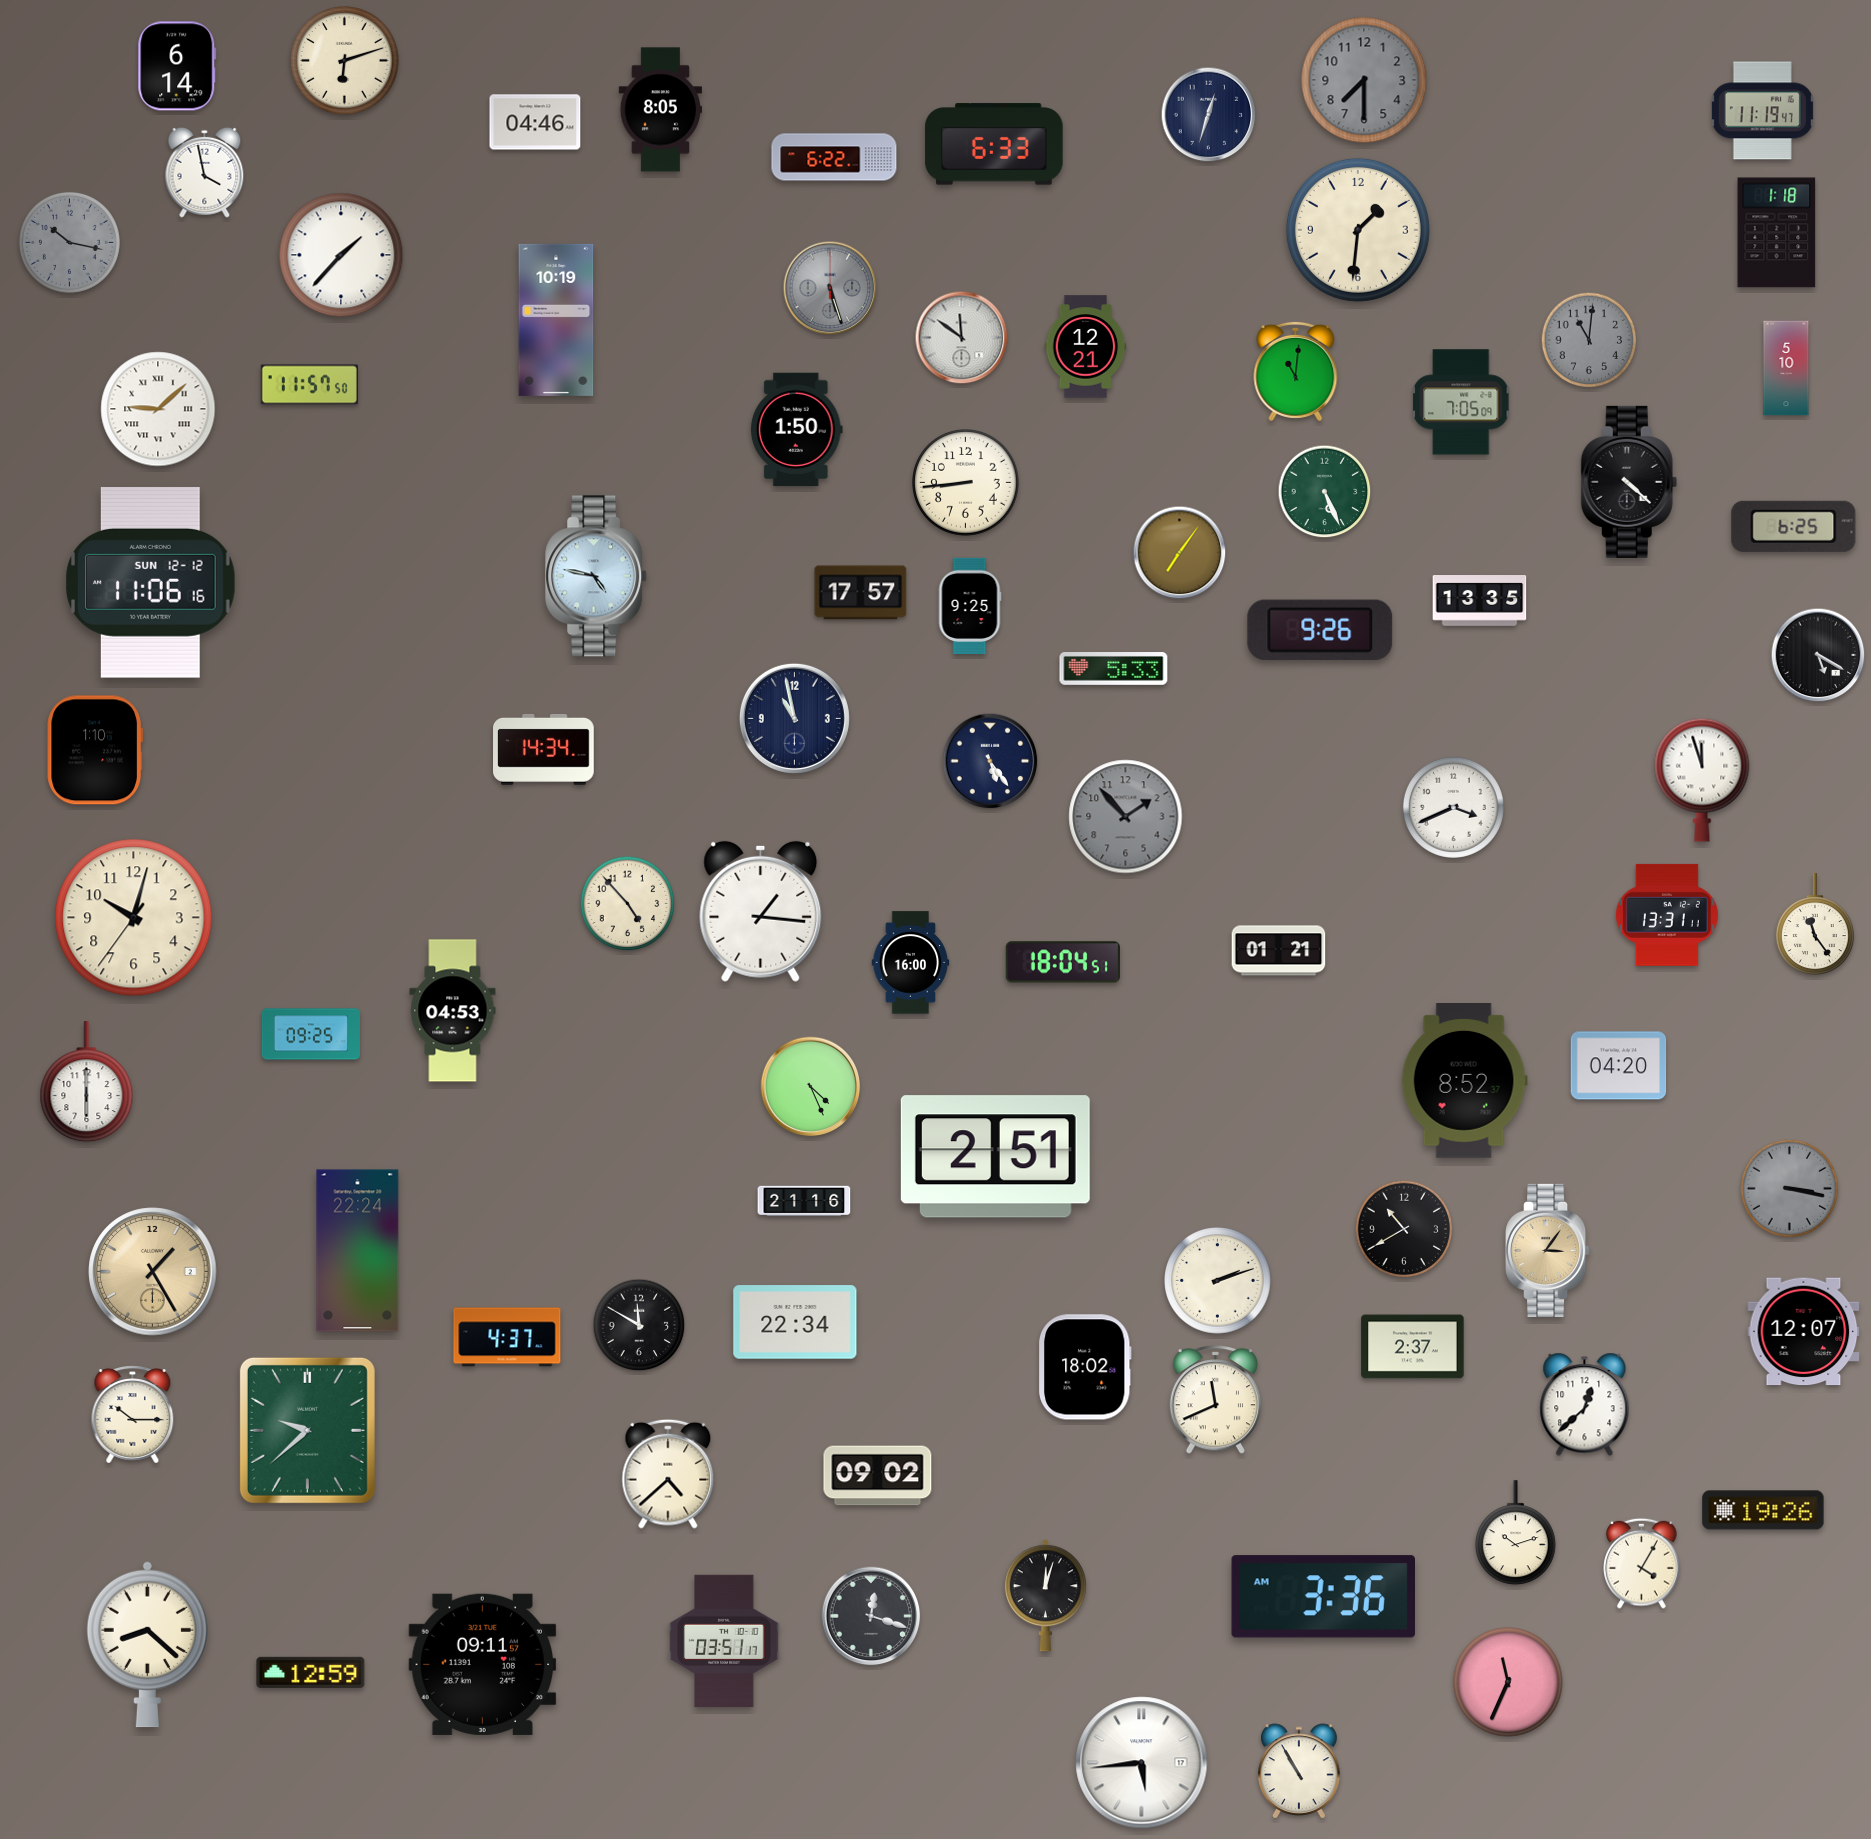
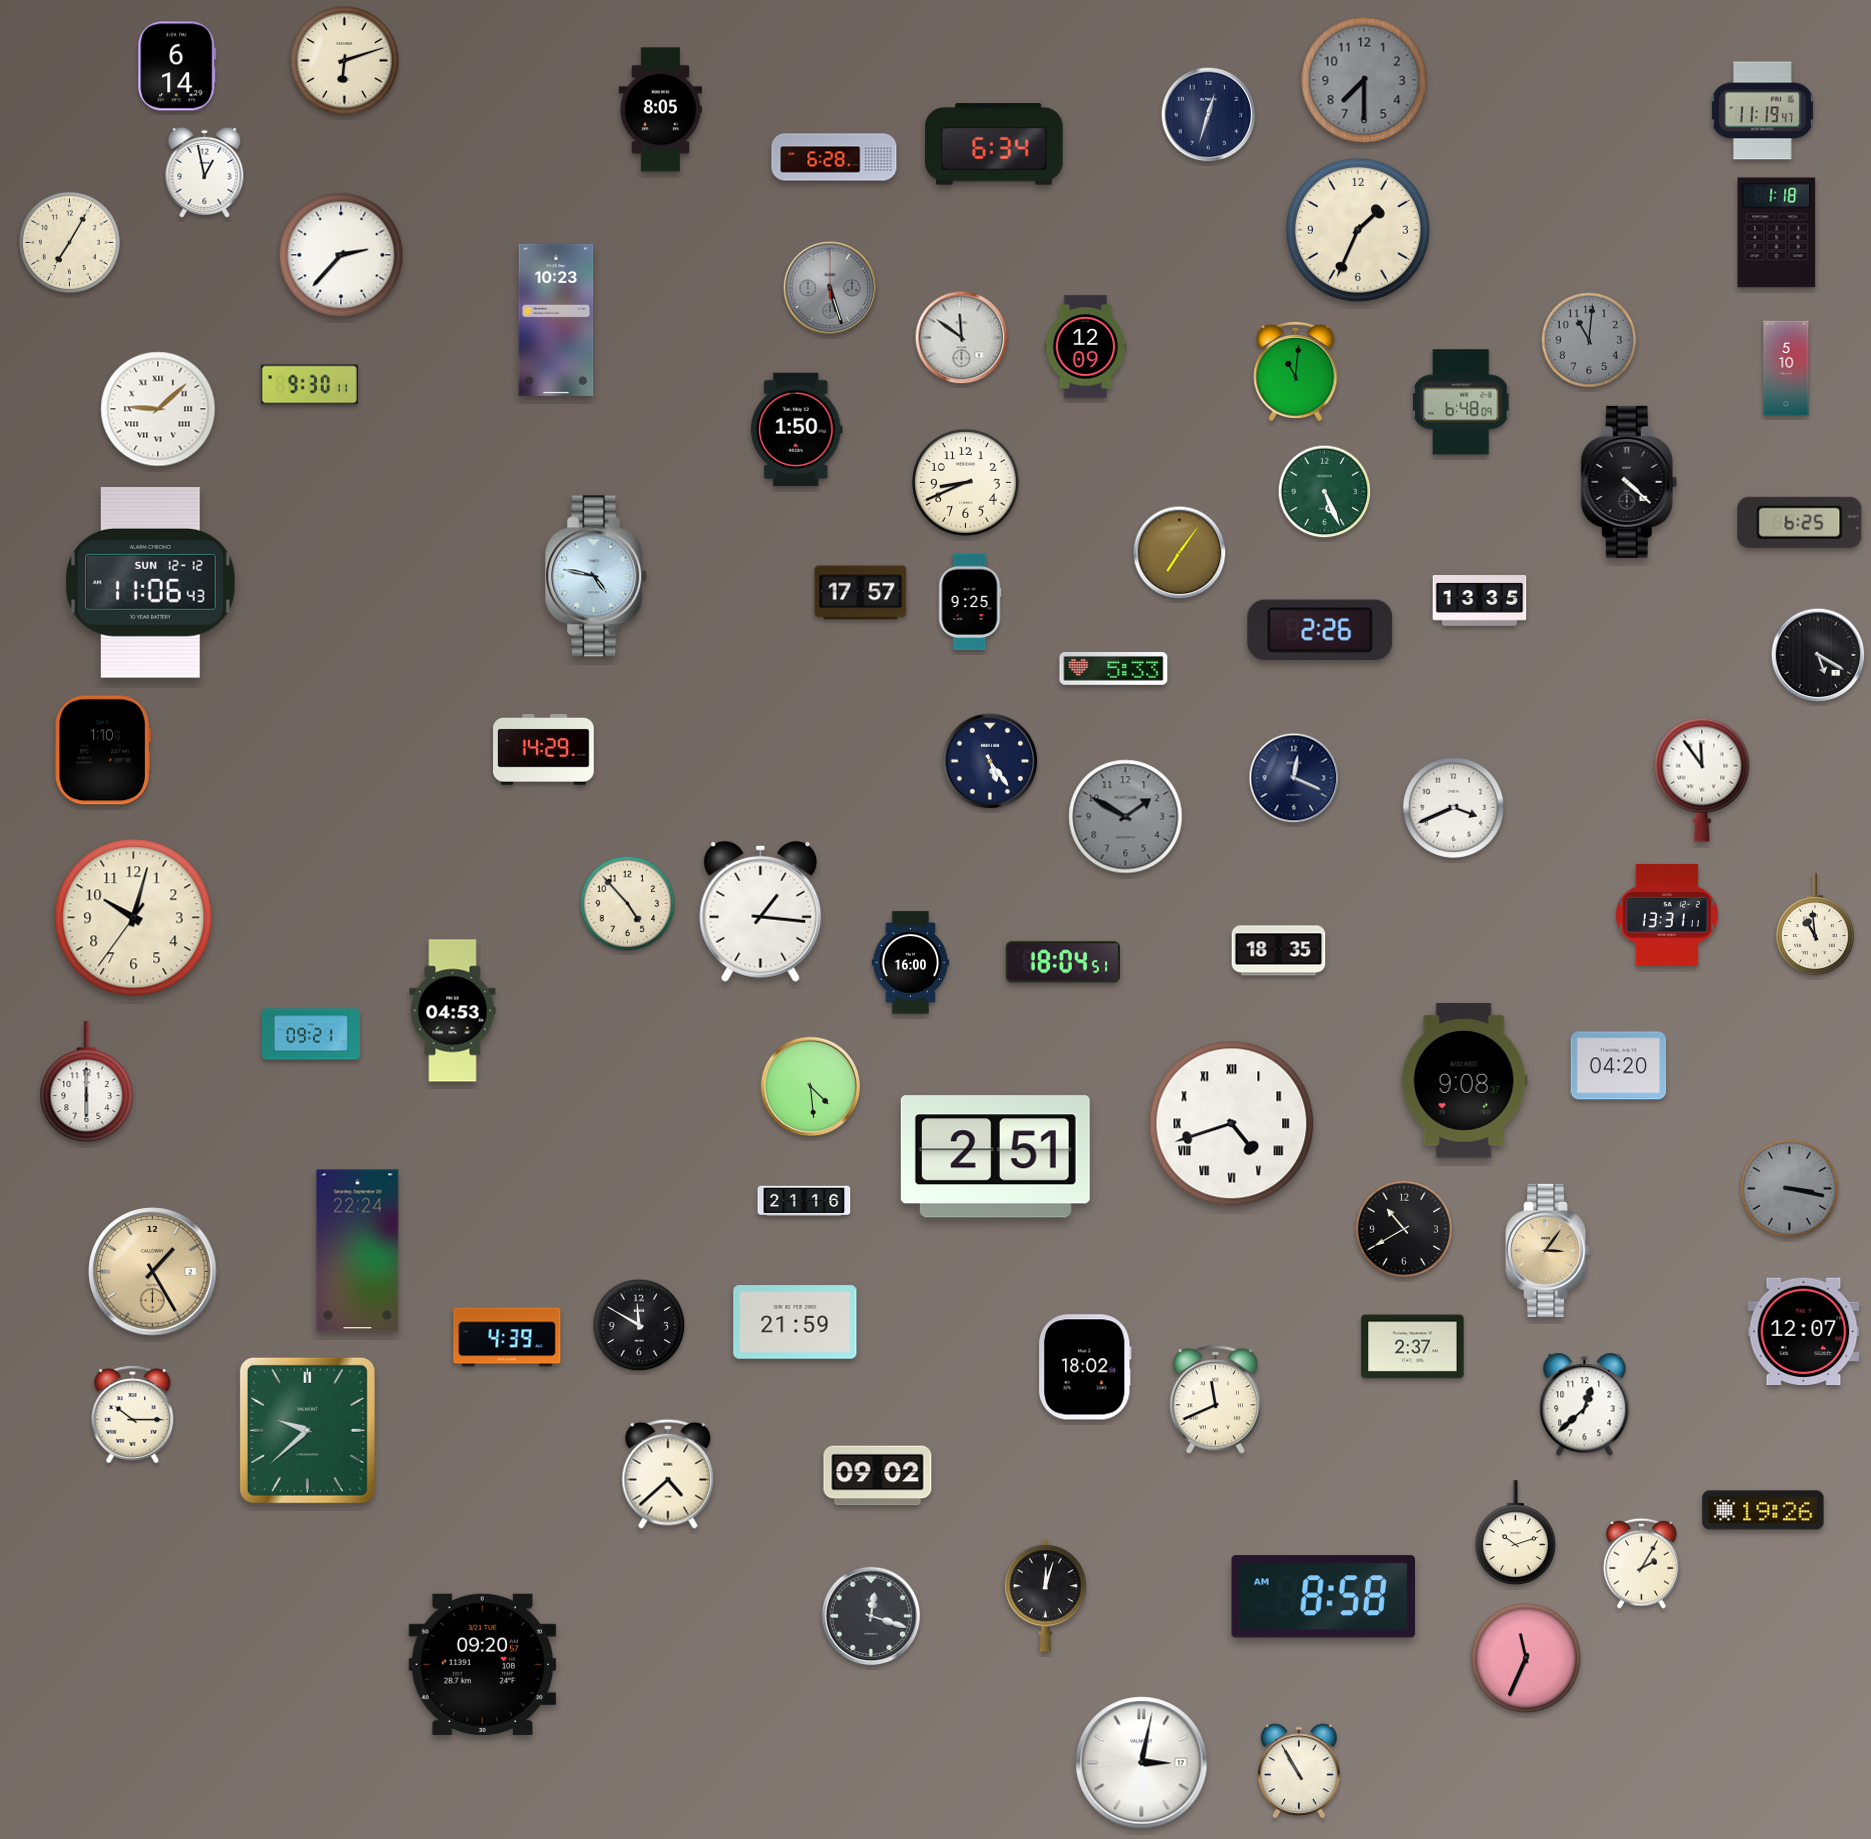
clock at (535, 122): 04:46 -> none
clock at (994, 144): 6:33 -> 6:34
clock at (834, 157): 6:22 -> 6:28
clock at (205, 172): 3:58 -> 12:58
clock at (1358, 230): 1:31 -> 1:34
clock at (69, 242): 10:17 -> 7:05
clock at (69, 242) dial: grey -> cream
clock at (341, 255): 1:37 -> 2:37
clock at (556, 320): 10:19 -> 10:23
clock at (1086, 347): 12:21 -> 12:09
clock at (309, 385): 11:57 -> 9:30
clock at (1462, 402): 7:05 -> 6:48
clock at (966, 483): 8:44 -> 8:41
clock at (1794, 526) position: (1794, 526) -> (1800, 522)
clock at (151, 582): 11:06:16 -> 11:06:43
clock at (970, 606) position: (970, 606) -> (970, 602)
clock at (1320, 630): 9:26 -> 2:26
clock at (794, 718): 10:58 -> none
clock at (544, 749): 14:34 -> 14:29
clock at (94, 750) position: (94, 750) -> (102, 750)
clock at (1294, 778): none -> 12:19
clock at (1702, 780): 11:57 -> 11:54
clock at (1126, 817): 1:53 -> 1:50
clock at (1815, 925): 11:24 -> 10:59
clock at (1279, 951): 01:21 -> 18:35
clock at (311, 1034): 09:25 -> 09:21
clock at (1464, 1081): 8:52 -> 9:08
clock at (811, 1087): 4:26 -> 4:29
clock at (1232, 1124): none -> 4:42
clock at (1218, 1281): 2:12 -> none
clock at (795, 1322): 22:34 -> 21:59
clock at (507, 1337): 4:37 -> 4:39
clock at (1642, 1563): 4:05 -> 2:05
clock at (1323, 1597): 3:36 -> 8:58
clock at (724, 1640): 03:51 -> none
clock at (147, 1644): 8:22 -> none
clock at (483, 1664): 09:11 -> 09:20
clock at (311, 1672): 12:59 -> none
clock at (1508, 1682) position: (1508, 1682) -> (1526, 1658)
clock at (1142, 1763): 5:44 -> 3:02
